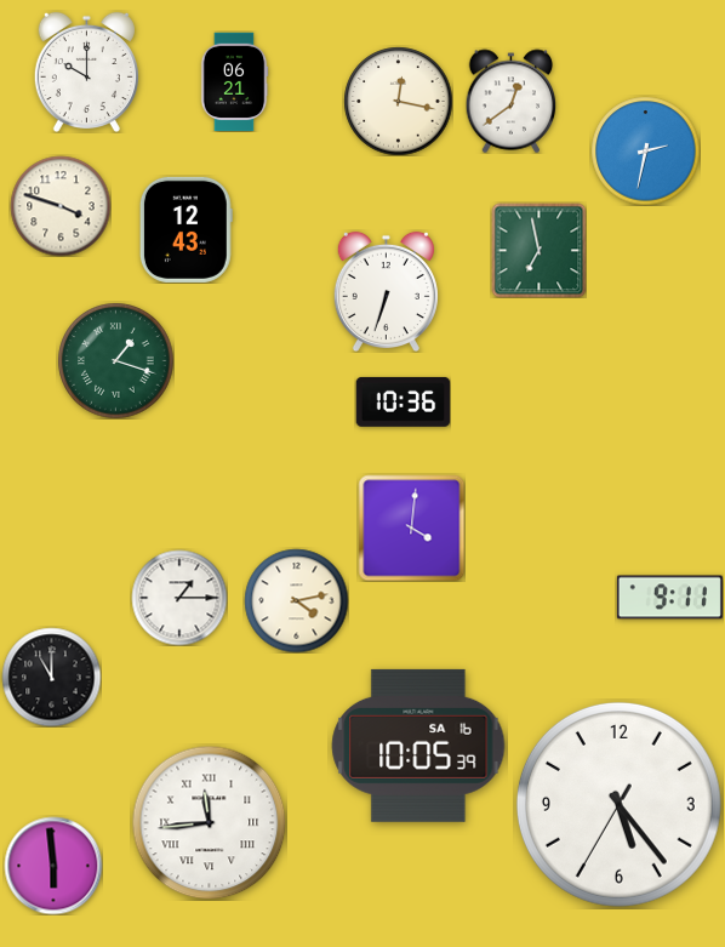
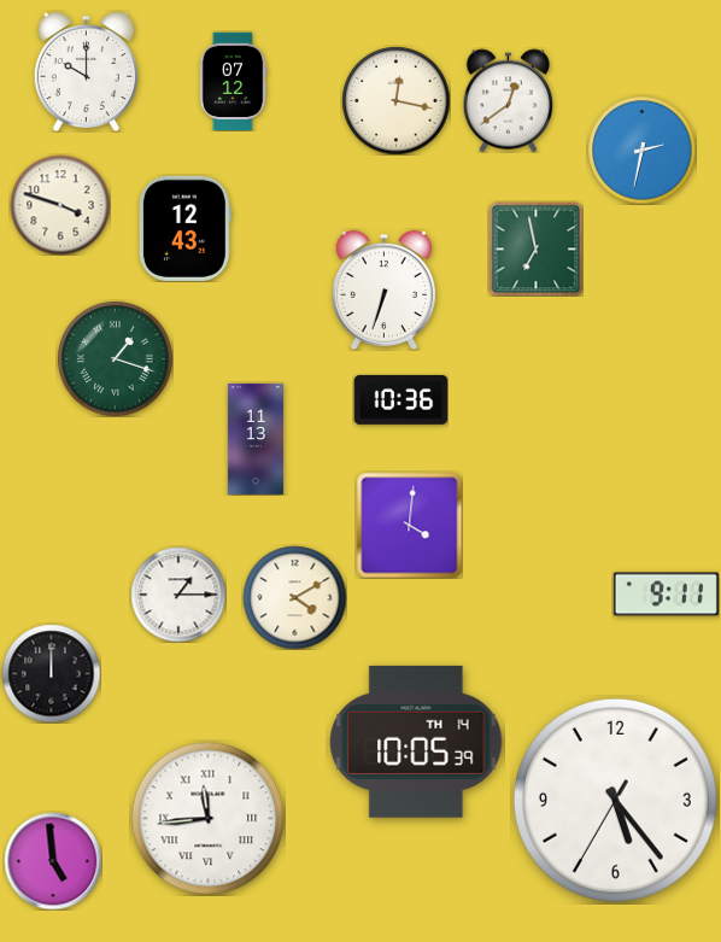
clock at (234, 81): 06:21 -> 07:12
clock at (256, 439): none -> 11:13
clock at (296, 600): 4:13 -> 4:10
clock at (51, 677): 11:00 -> 12:00
clock at (418, 746) date: SA 16 -> TH 14
clock at (53, 866): 5:59 -> 4:59
